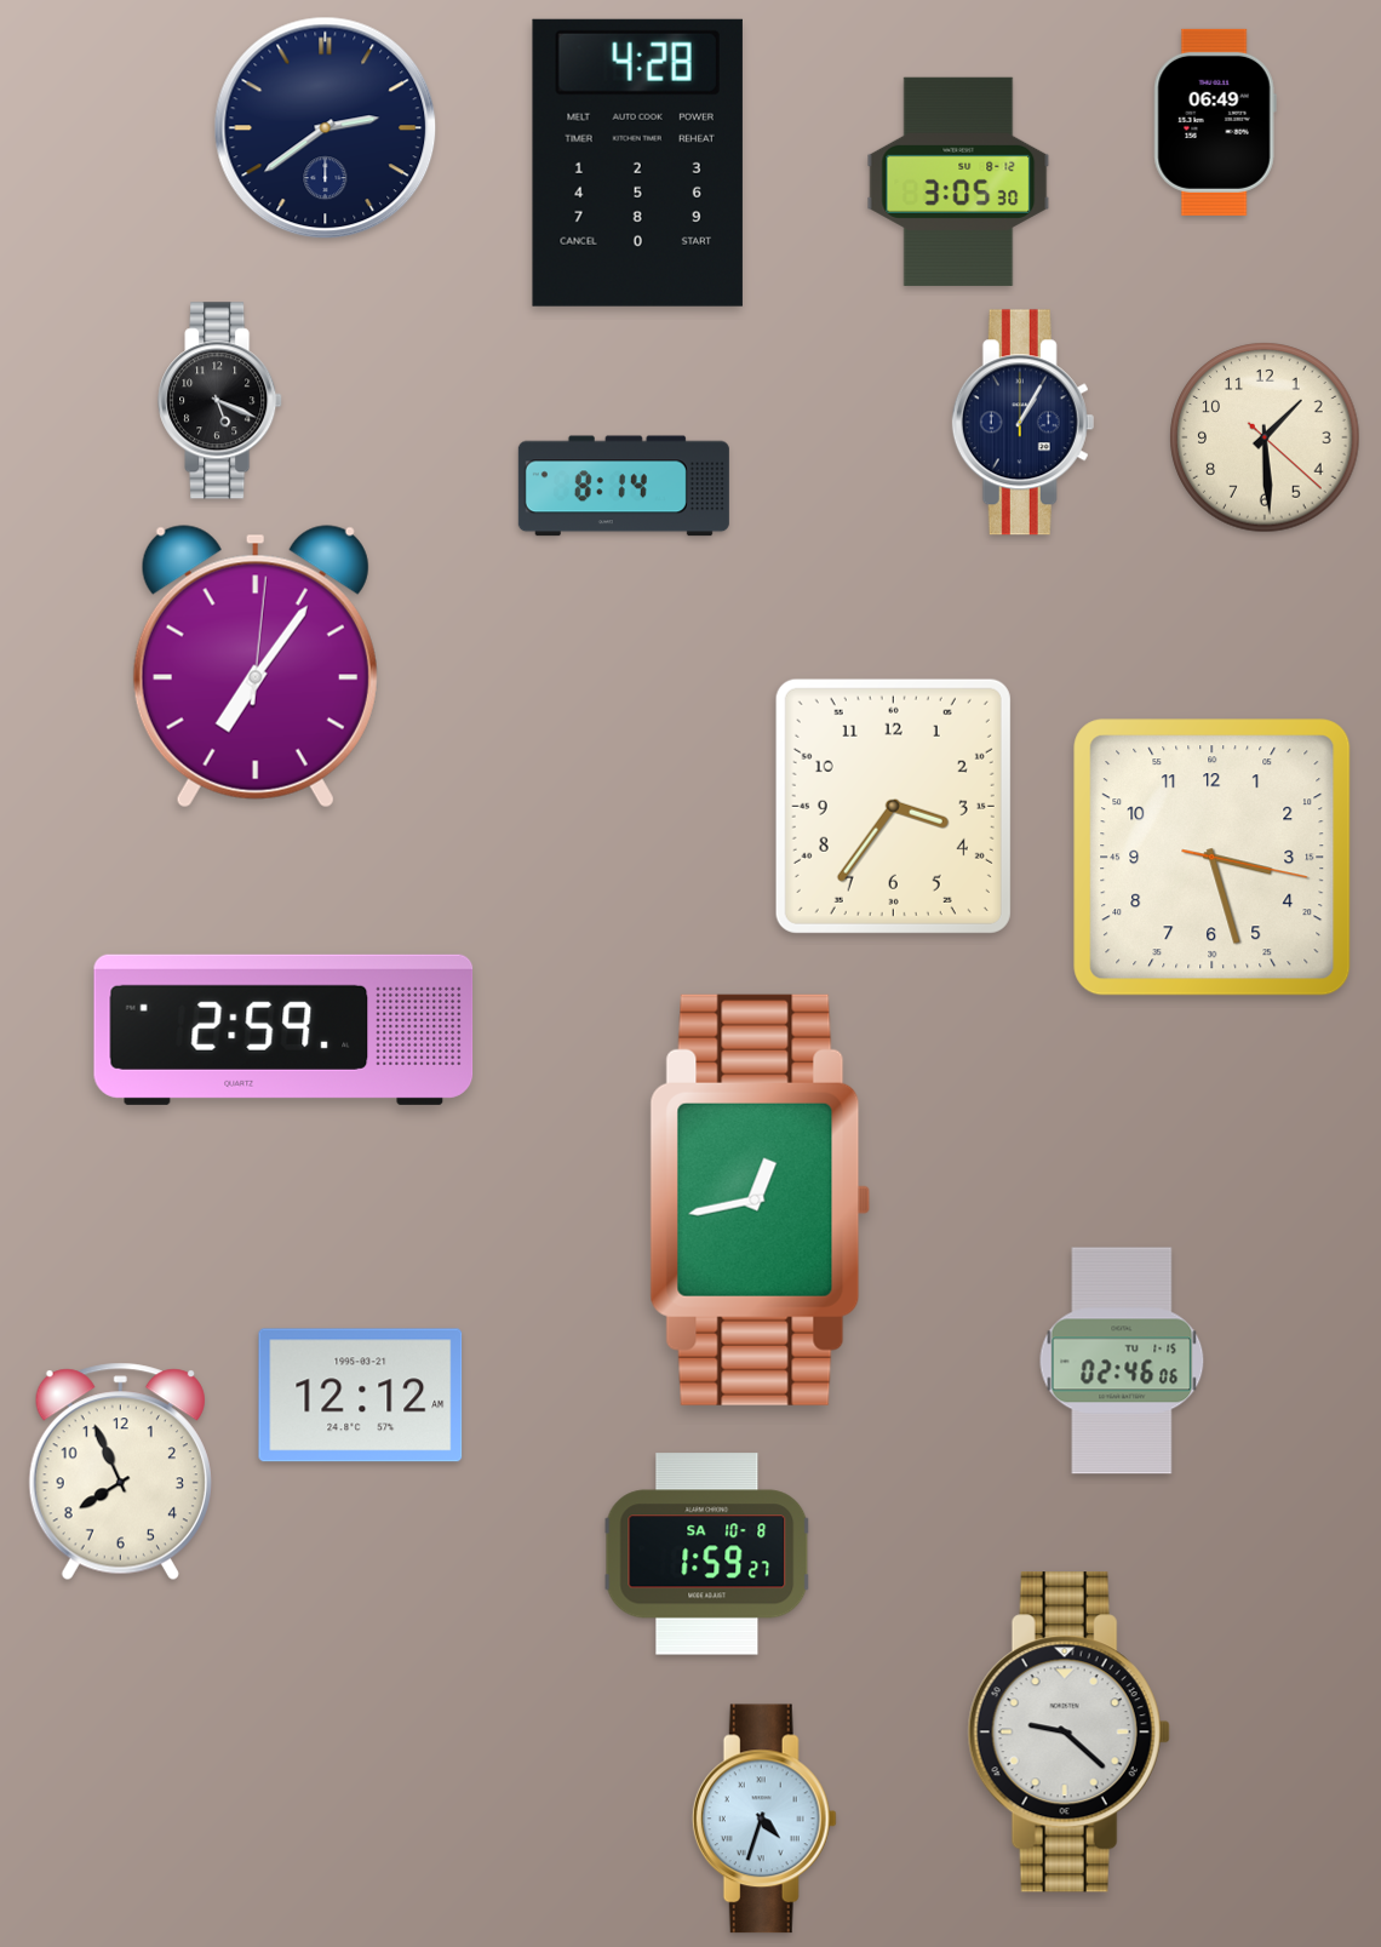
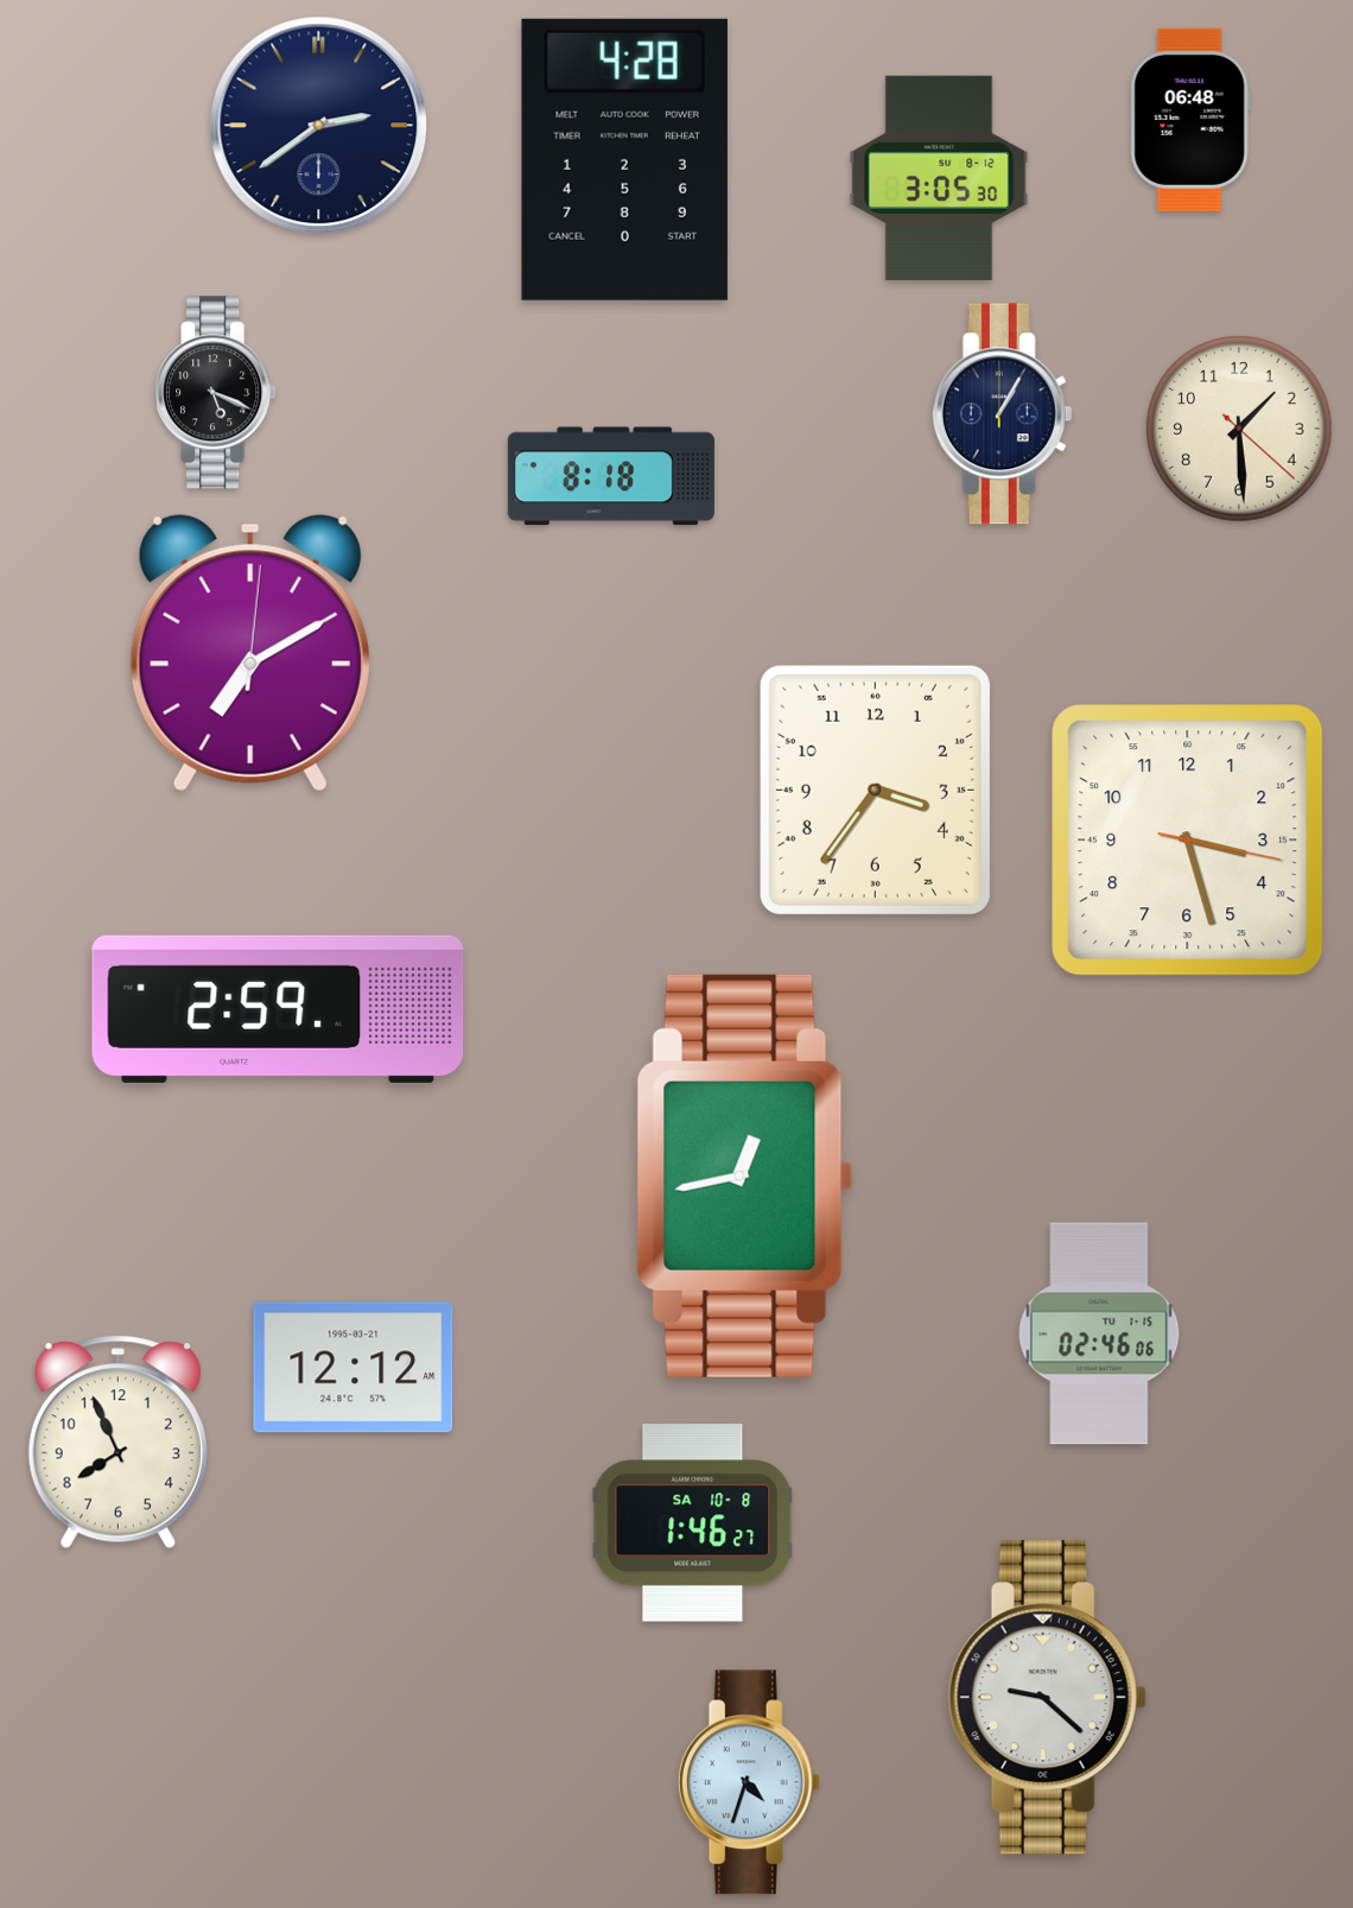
clock at (1215, 122): 06:49 -> 06:48
clock at (624, 486): 8:14 -> 8:18
clock at (256, 666): 7:06 -> 7:10
clock at (707, 1554): 1:59 -> 1:46
